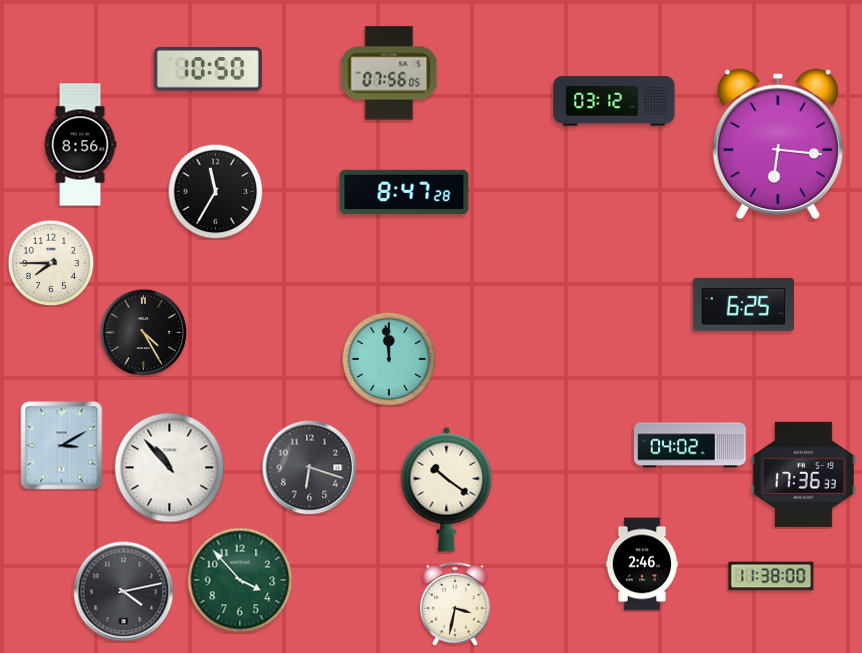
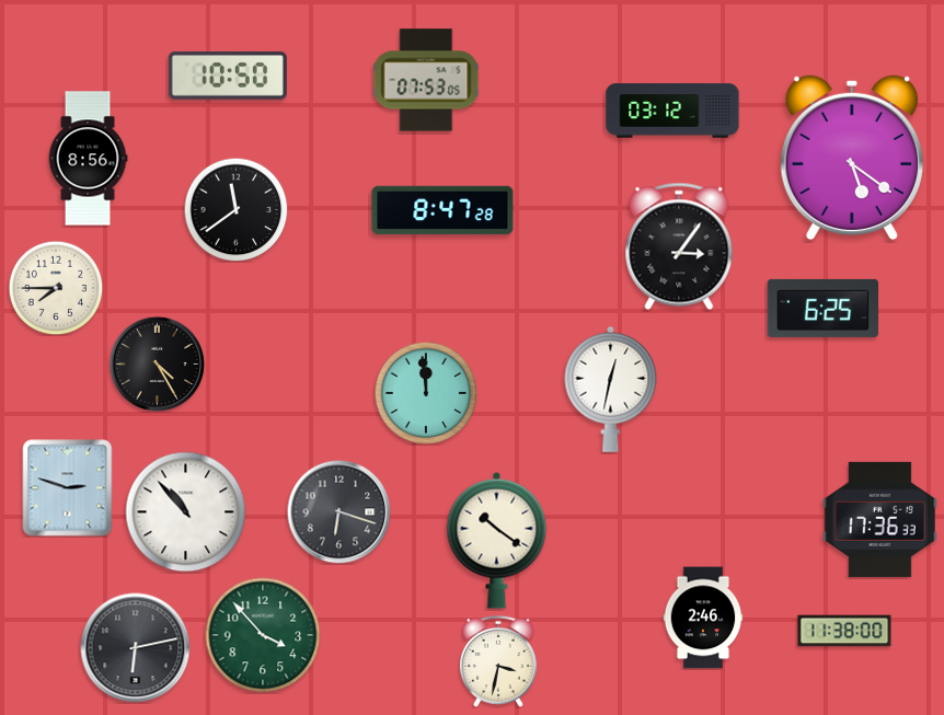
clock at (389, 73): 07:56 -> 07:53
clock at (778, 144): 6:16 -> 5:21
clock at (215, 191): 11:35 -> 11:39
clock at (679, 246): none -> 3:06
clock at (743, 304) position: (743, 304) -> (822, 308)
clock at (611, 389): none -> 12:32
clock at (690, 445): 04:02 -> none
clock at (62, 446): 3:10 -> 2:48
clock at (447, 489) position: (447, 489) -> (497, 540)
clock at (124, 592): 4:13 -> 6:13
